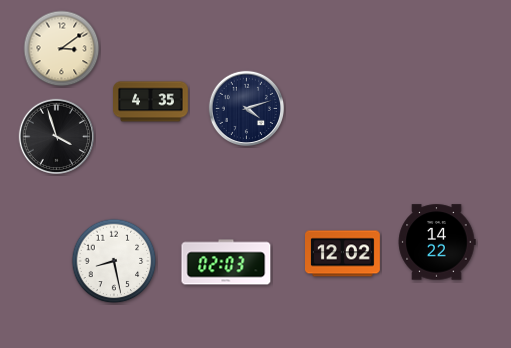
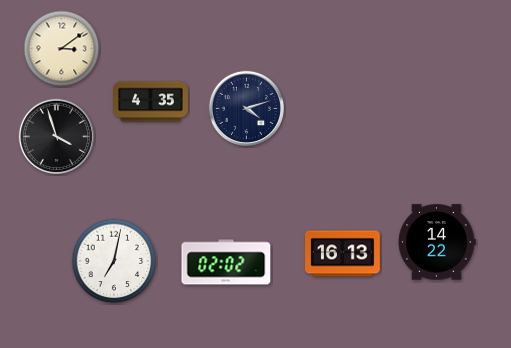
clock at (343, 254): 12:02 -> 16:13
clock at (114, 261): 8:28 -> 7:02
clock at (226, 262): 02:03 -> 02:02
